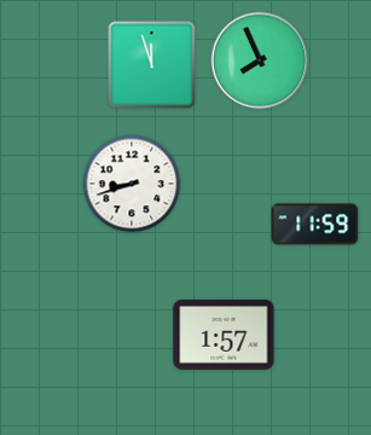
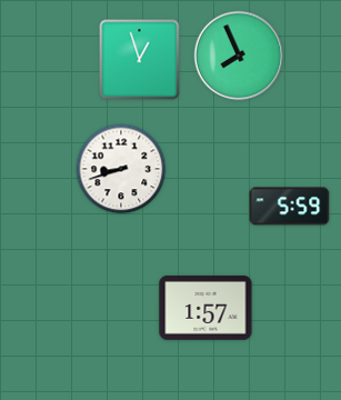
clock at (152, 65): 11:57 -> 12:57
clock at (315, 225): 11:59 -> 5:59
